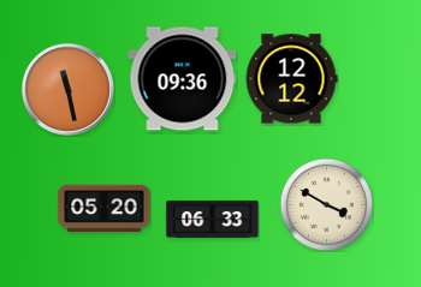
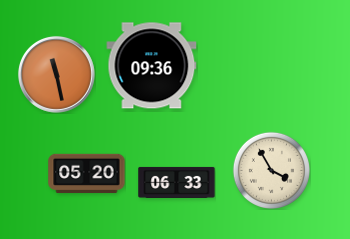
clock at (291, 79): 12:12 -> none
clock at (326, 204): 3:50 -> 3:55
